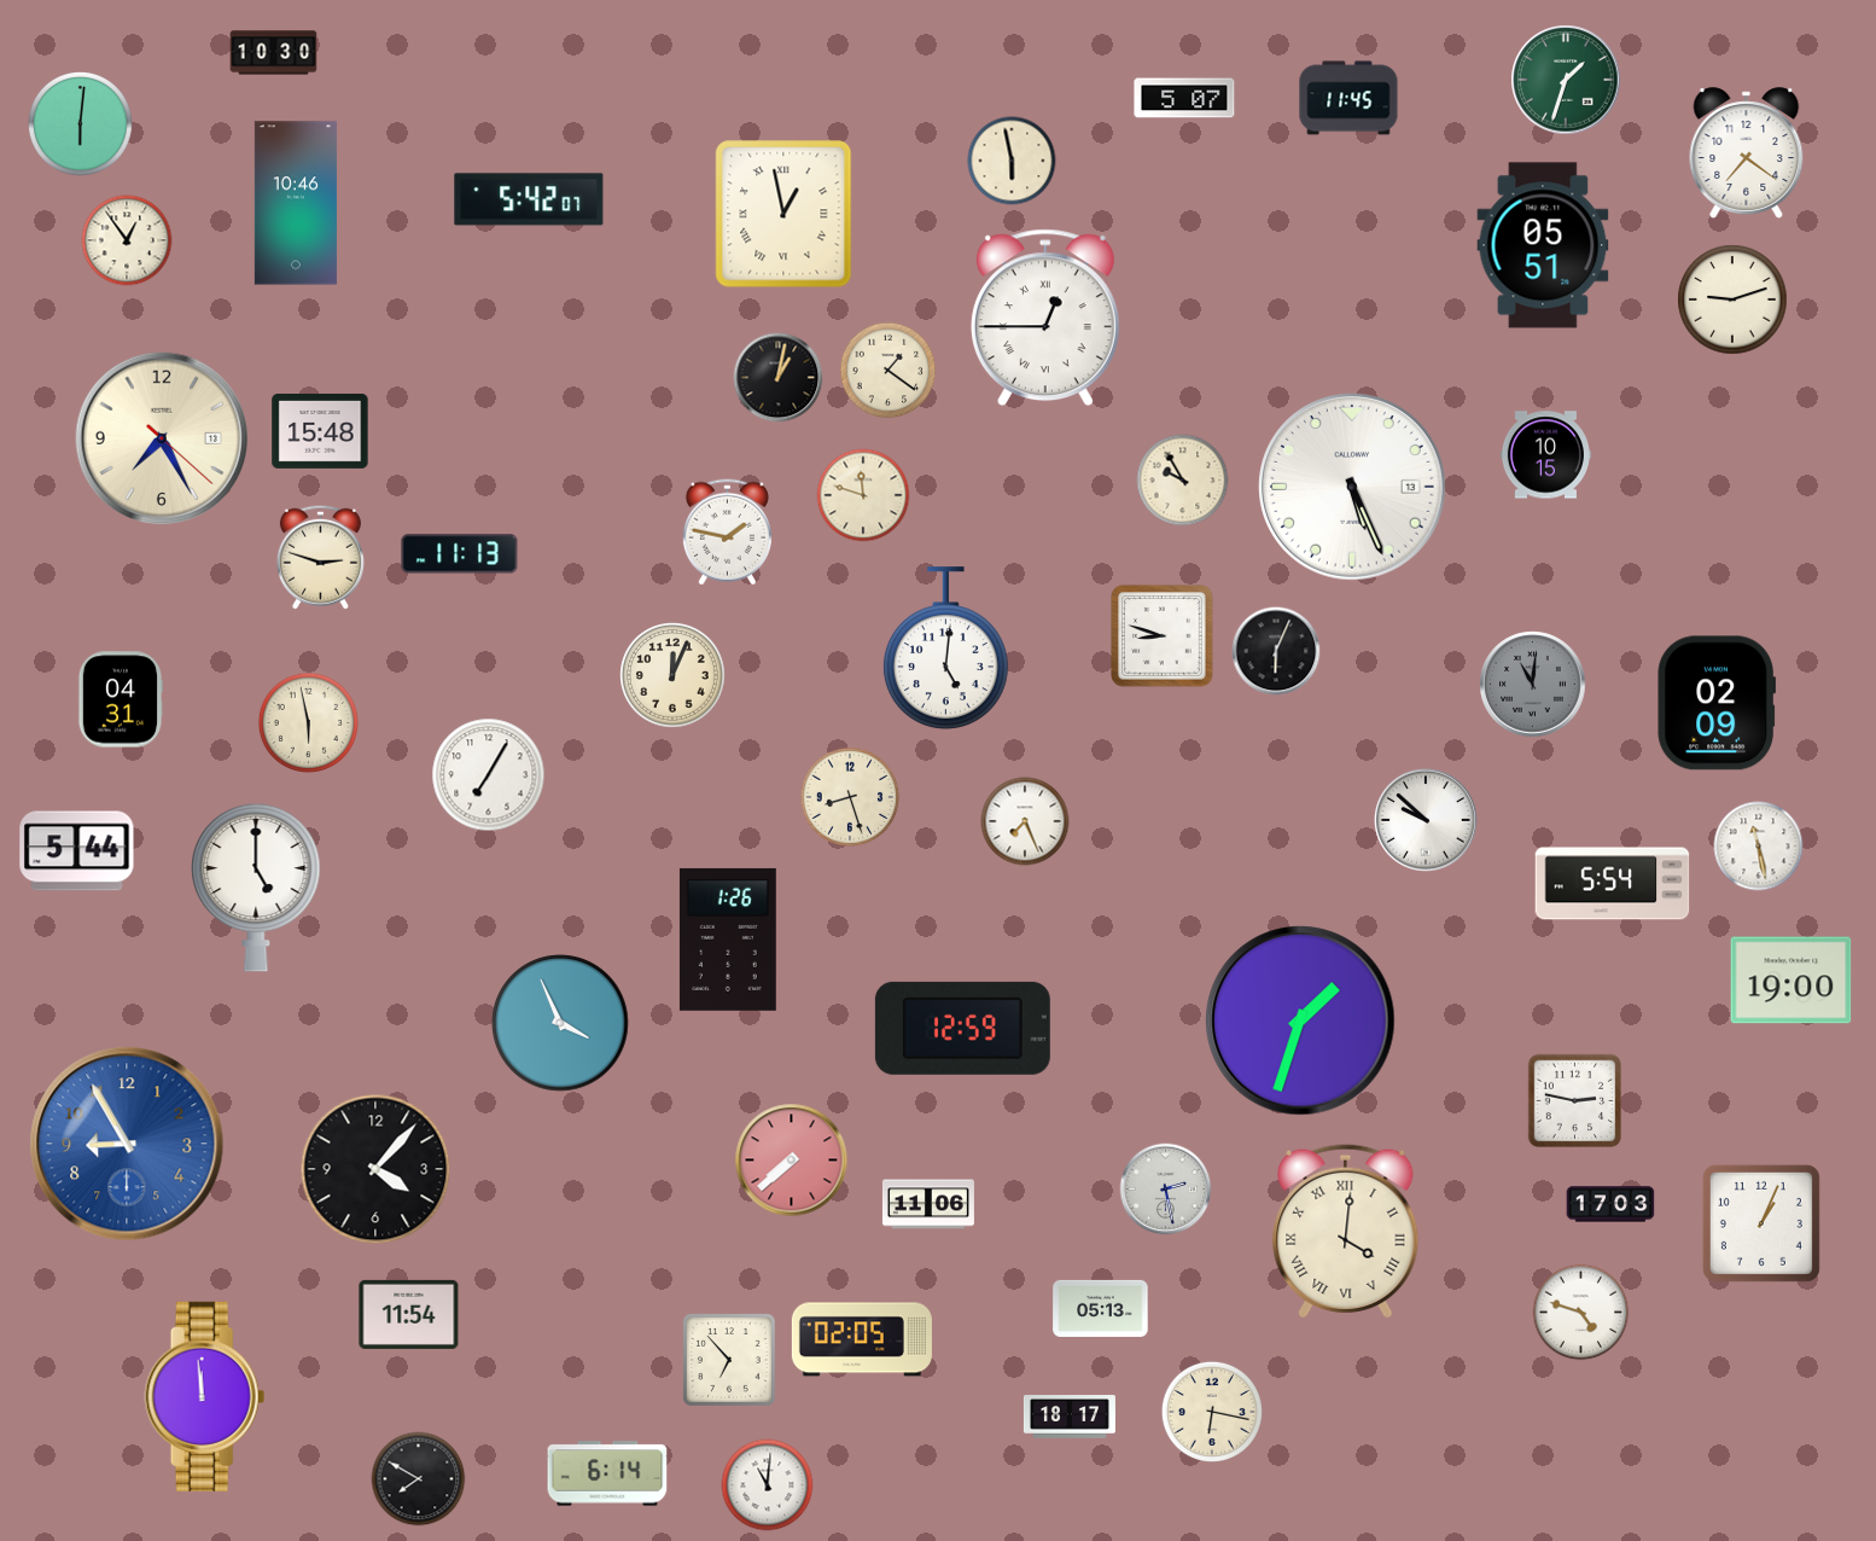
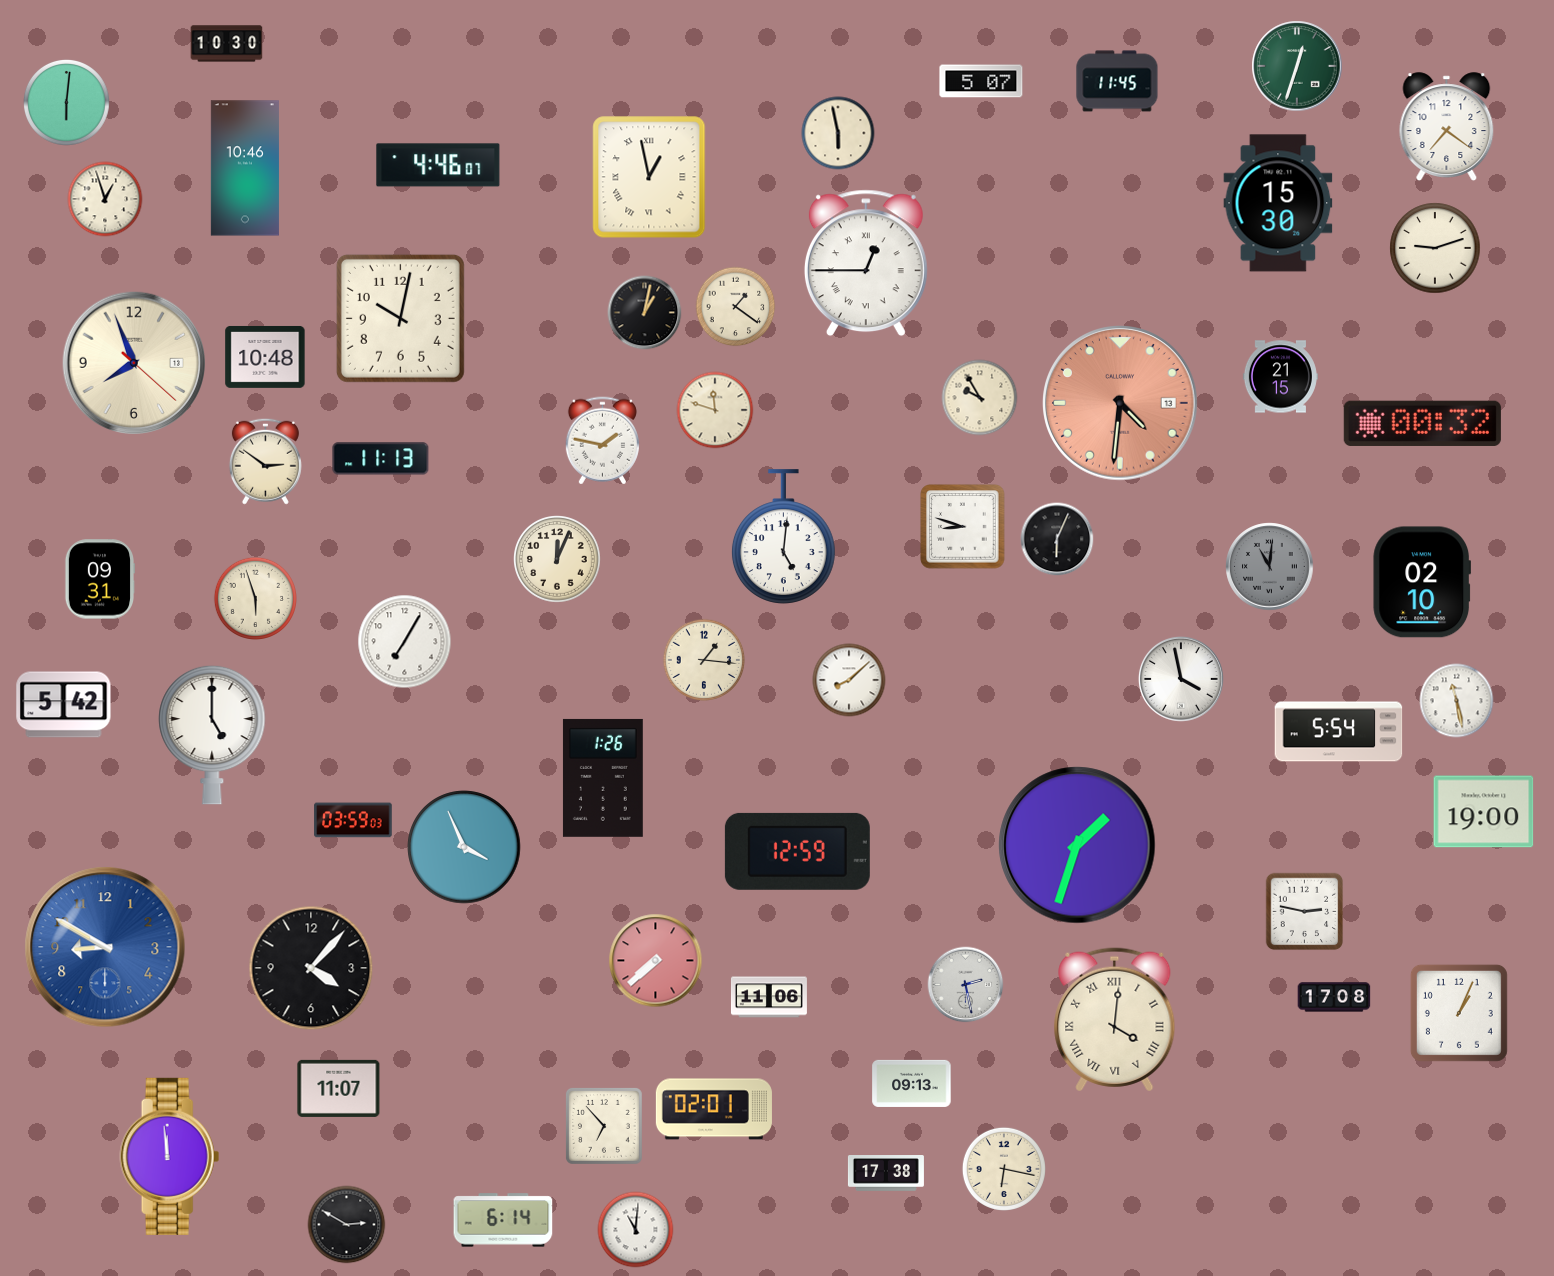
clock at (1566, 80): 1:33 -> 12:33
clock at (529, 199): 5:42 -> 4:46
clock at (127, 240): 12:54 -> 12:57
clock at (1543, 245): 05:51 -> 15:30
clock at (400, 318): none -> 10:02
clock at (320, 431): 15:48 -> 10:48
clock at (161, 437): 7:25 -> 7:56
clock at (1545, 455): 10:15 -> 21:15
clock at (1352, 487): 5:26 -> 4:31
clock at (1352, 487) dial: white -> salmon
clock at (1422, 423): none -> 00:32
clock at (320, 557): 2:48 -> 2:51
clock at (120, 699): 04:31 -> 09:31
clock at (1715, 703): 02:09 -> 02:10
clock at (308, 722): 5:58 -> 5:57
clock at (850, 797): 8:27 -> 1:16
clock at (1426, 820): 9:52 -> 3:58
clock at (1025, 821): 7:26 -> 8:08
clock at (77, 851): 5:44 -> 5:42
clock at (1613, 884) position: (1613, 884) -> (1339, 732)
clock at (353, 820): none -> 03:59
clock at (127, 1144): 8:55 -> 8:50
clock at (1610, 1204): 17:03 -> 17:08
clock at (1101, 1308): 05:13 -> 09:13
clock at (1581, 1313): 4:48 -> none
clock at (409, 1314): 11:54 -> 11:07
clock at (862, 1339): 02:05 -> 02:01
clock at (1070, 1418): 18:17 -> 17:38
clock at (419, 1479): 7:50 -> 2:50
